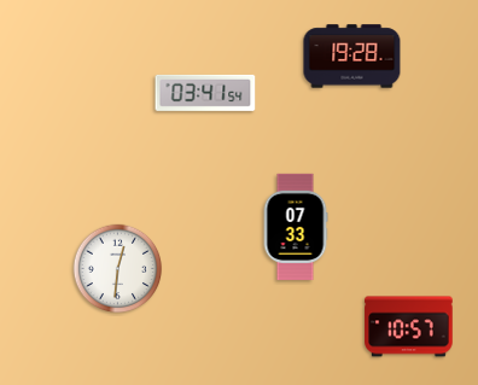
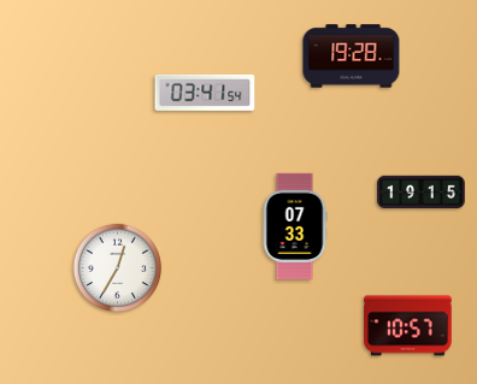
clock at (422, 193): none -> 19:15
clock at (118, 269): 12:31 -> 12:35
